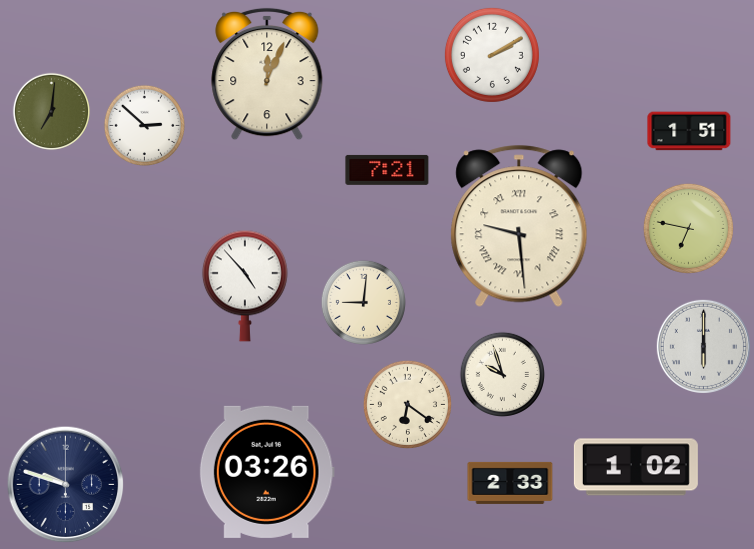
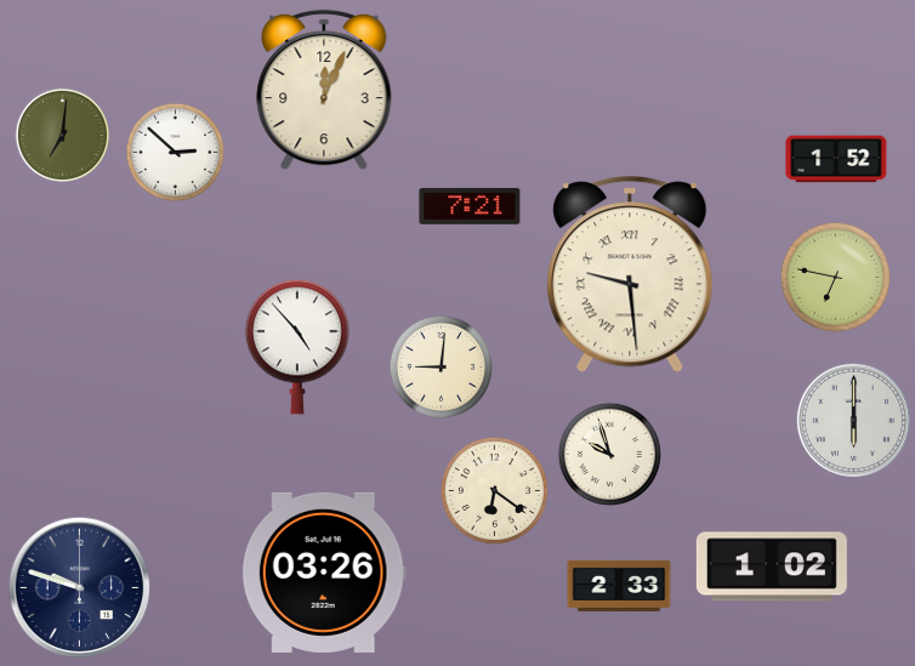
clock at (492, 55): 2:10 -> none
clock at (689, 131): 1:51 -> 1:52
